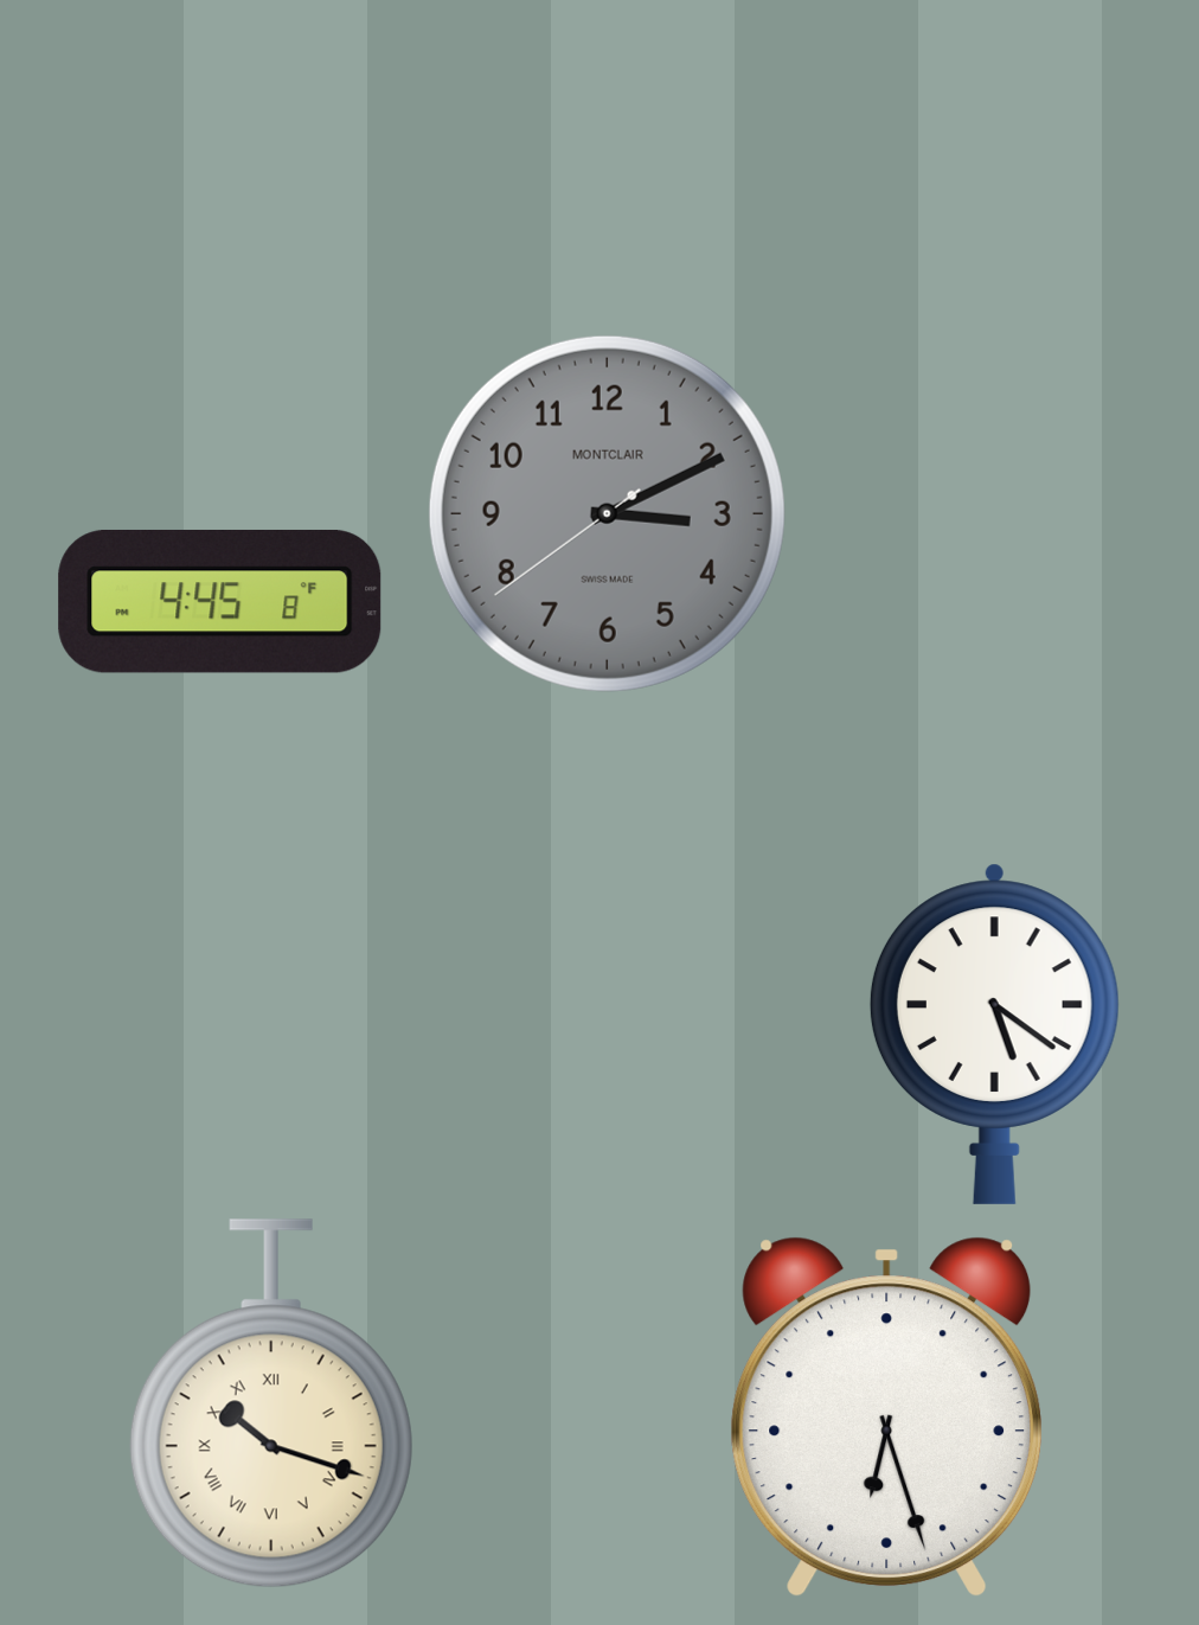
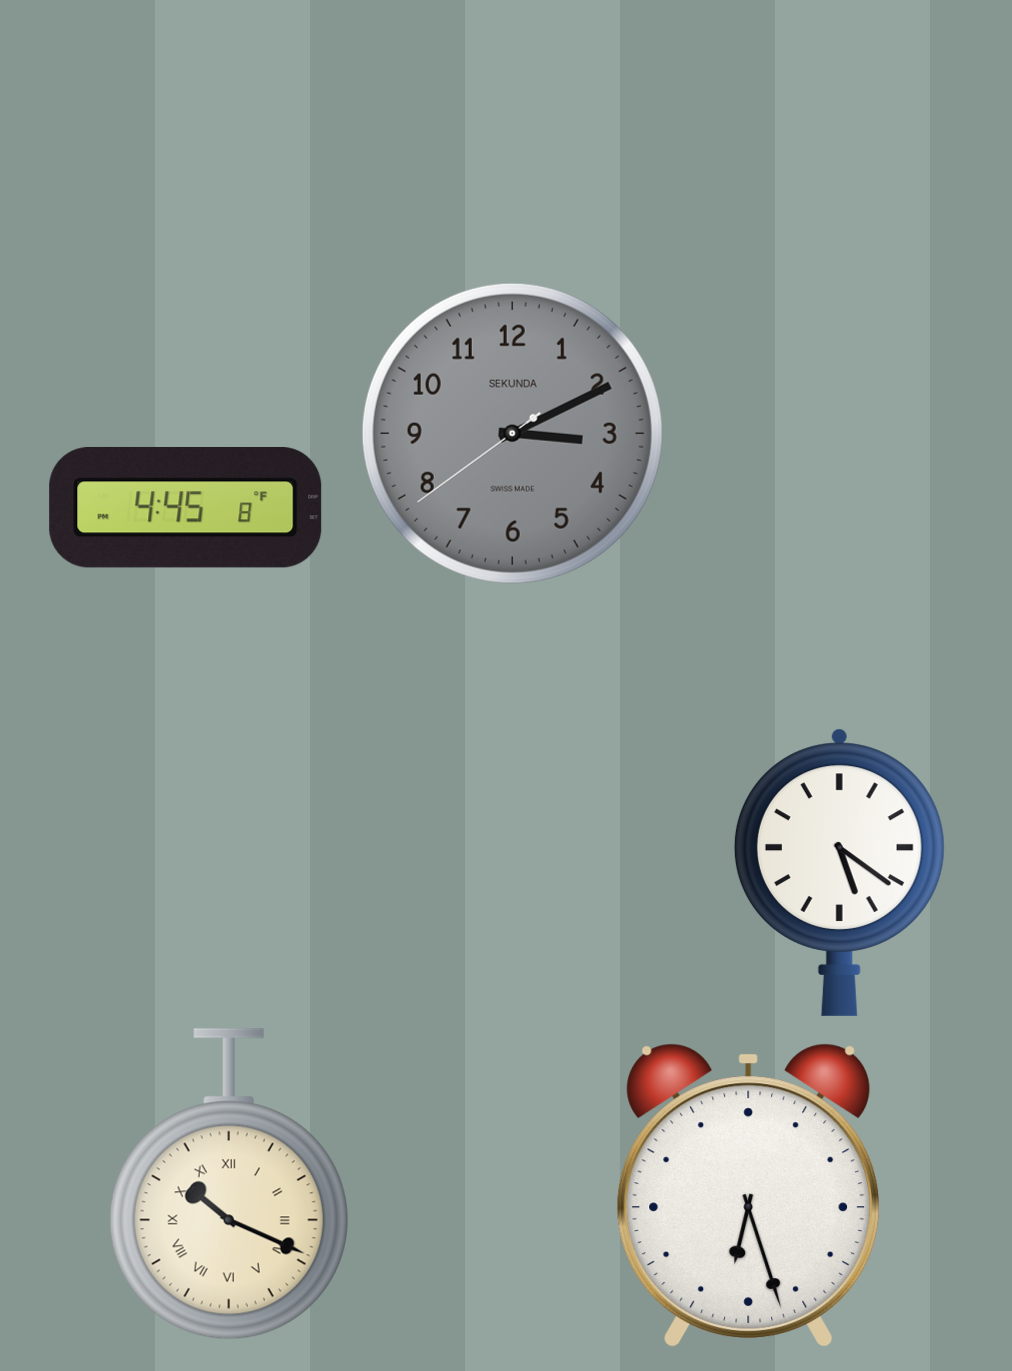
clock at (607, 513) brand: MONTCLAIR -> SEKUNDA
clock at (271, 1403): 10:18 -> 10:19
